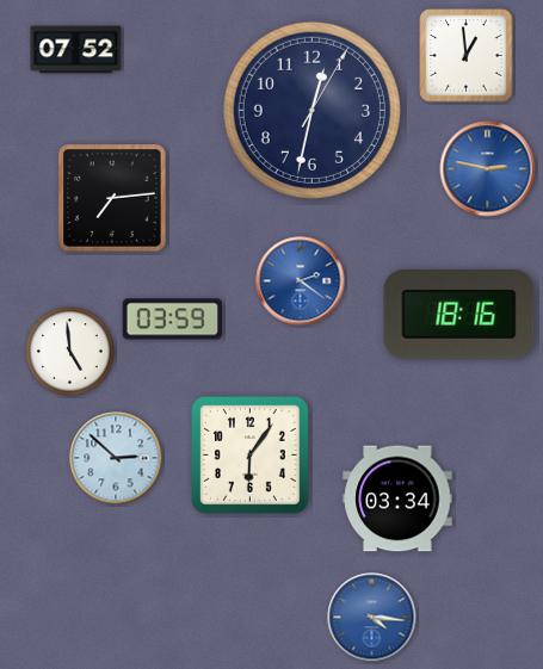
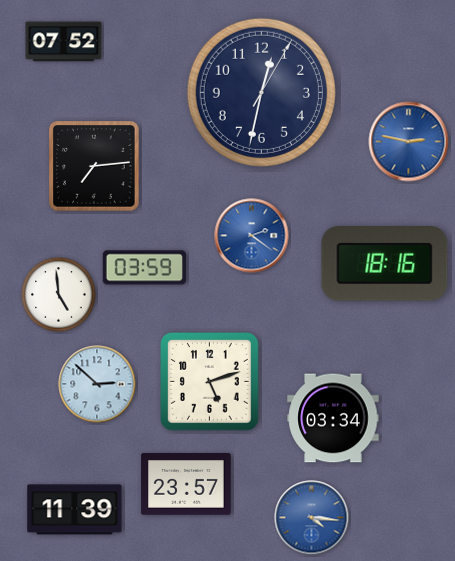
clock at (467, 56): 12:59 -> none
clock at (251, 456): 6:06 -> 5:12
clock at (186, 484): none -> 23:57
clock at (75, 510): none -> 11:39
